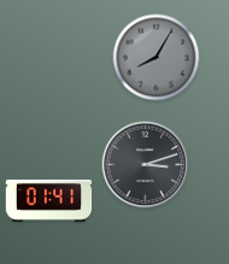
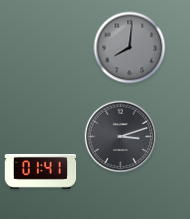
clock at (157, 58): 8:05 -> 8:01
clock at (49, 200) position: (49, 200) -> (41, 171)
